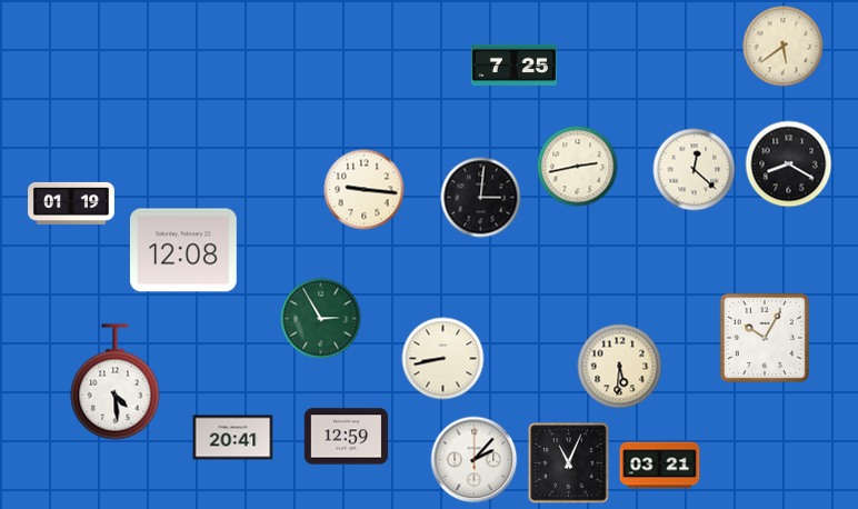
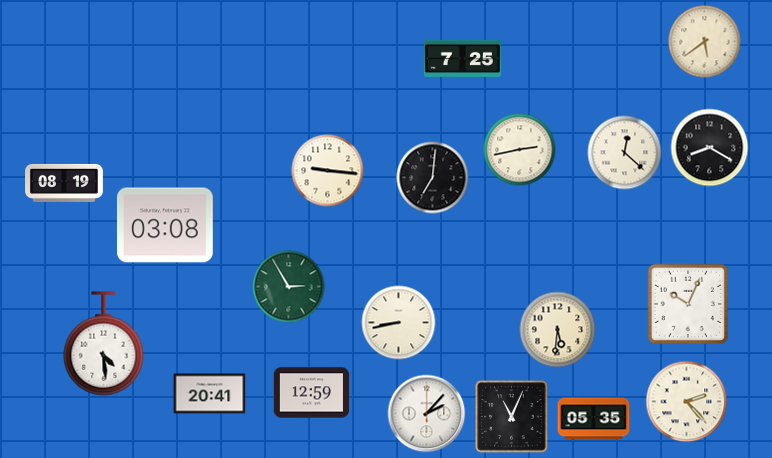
clock at (481, 198): 3:01 -> 7:01
clock at (72, 203): 01:19 -> 08:19
clock at (183, 250): 12:08 -> 03:08
clock at (764, 337): 10:05 -> 10:04
clock at (687, 402): none -> 2:23
clock at (660, 466): 03:21 -> 05:35
